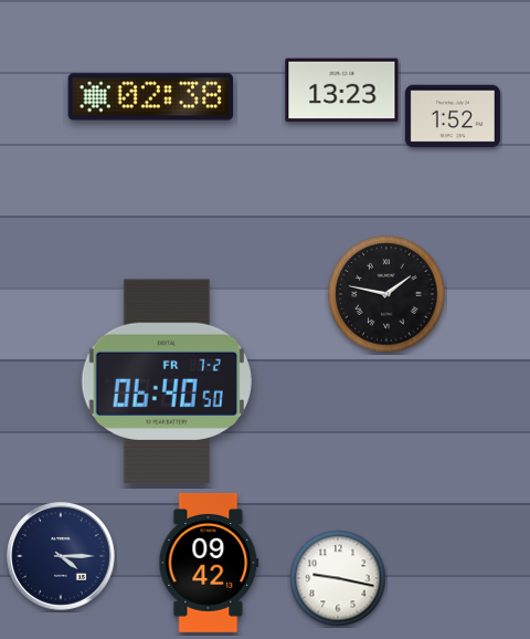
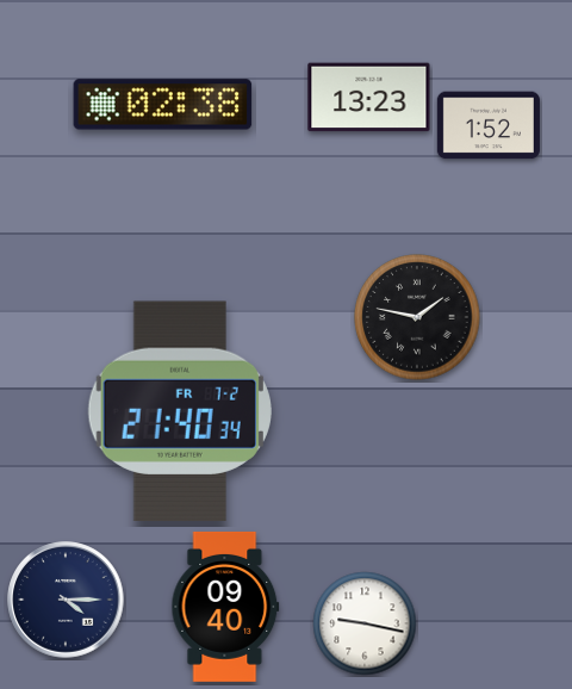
clock at (167, 381): 06:40 -> 21:40
clock at (209, 563): 09:42 -> 09:40
